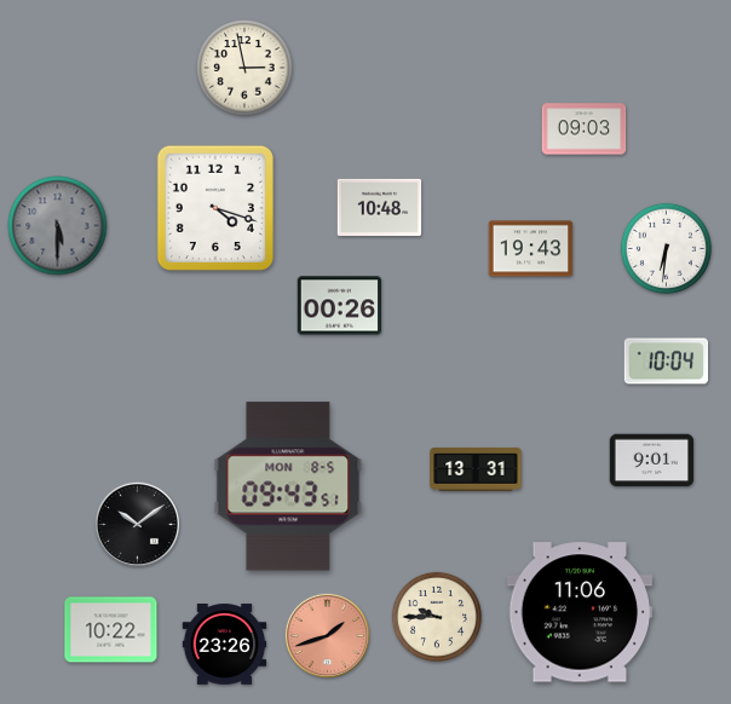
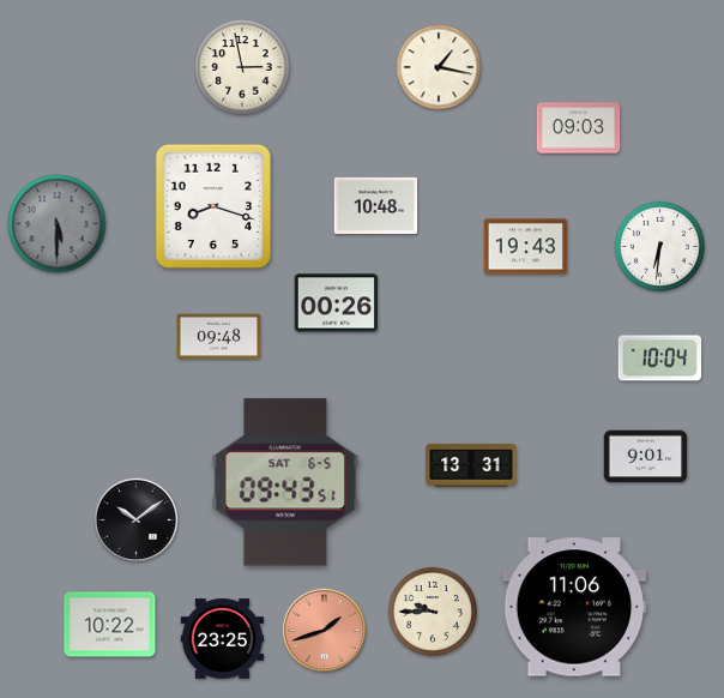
clock at (439, 67): none -> 1:17
clock at (215, 208): 4:18 -> 8:18
clock at (219, 337): none -> 09:48
clock at (288, 486) date: MON 8-5 -> SAT 6-5
clock at (225, 645): 23:26 -> 23:25
